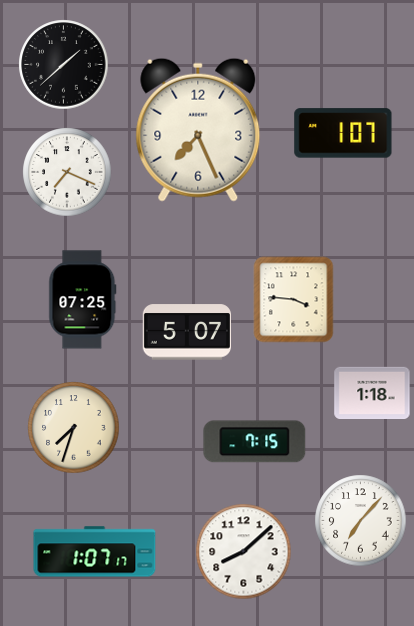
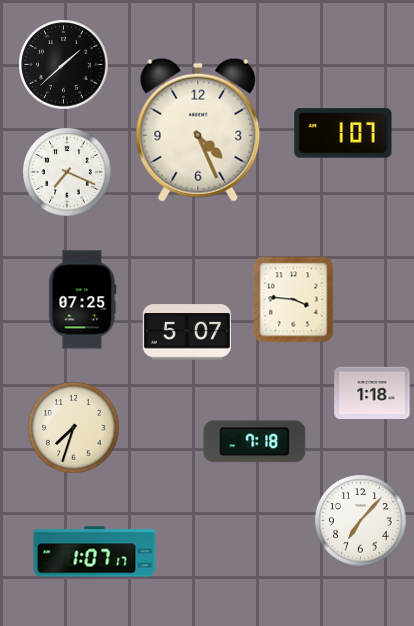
clock at (198, 130): 7:26 -> 4:26
clock at (255, 442): 7:15 -> 7:18
clock at (244, 552): 8:08 -> none
